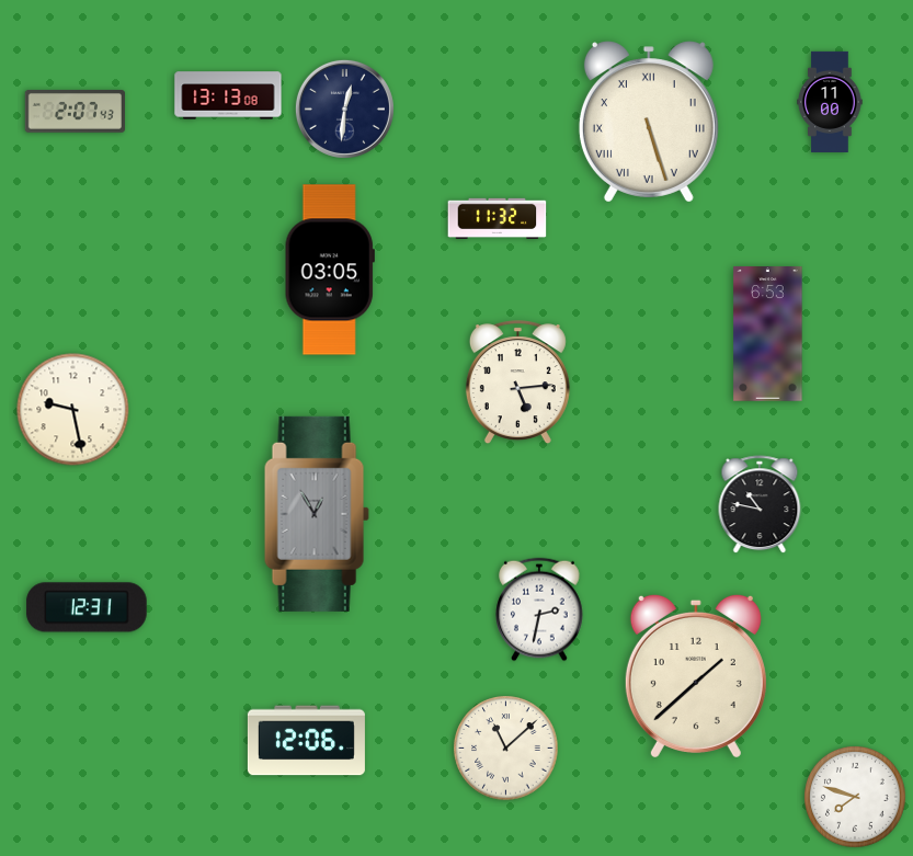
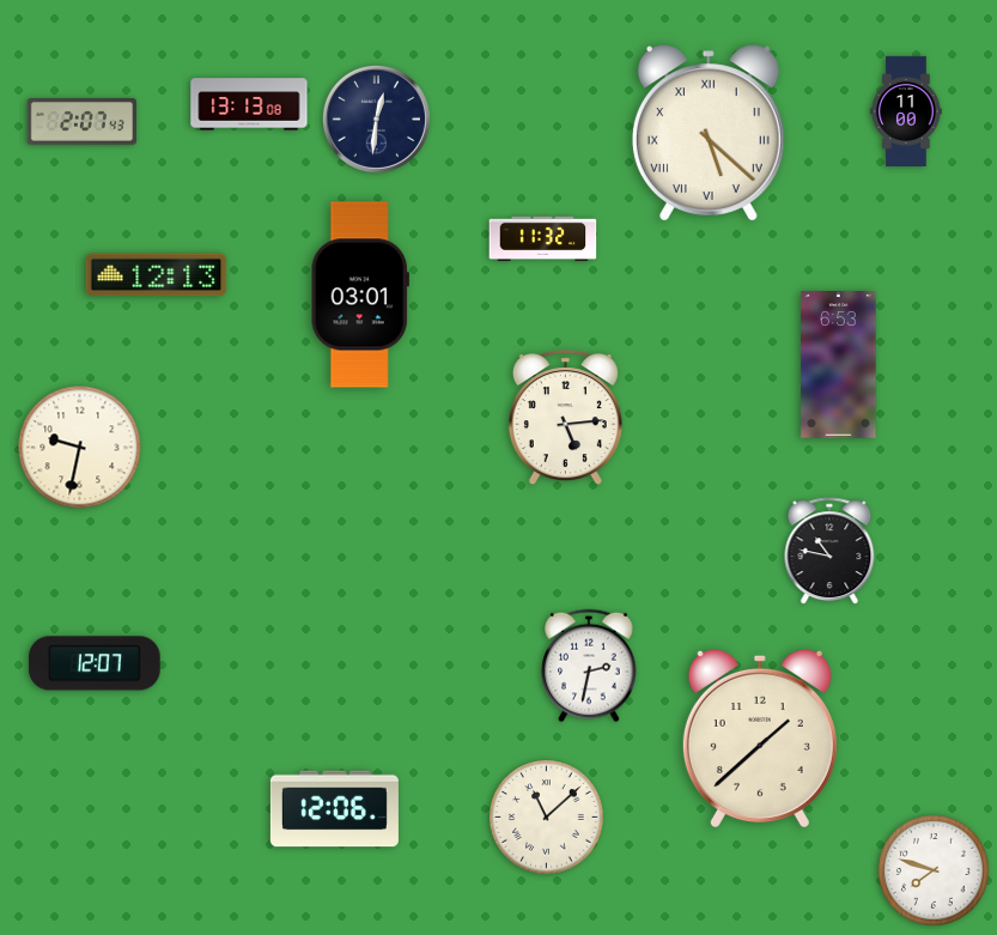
clock at (649, 122): 5:27 -> 5:22
clock at (157, 275): none -> 12:13
clock at (330, 270): 03:05 -> 03:01
clock at (73, 410): 9:28 -> 9:32
clock at (317, 514): 12:55 -> none
clock at (87, 607): 12:31 -> 12:07
clock at (506, 749) position: (506, 749) -> (547, 818)
